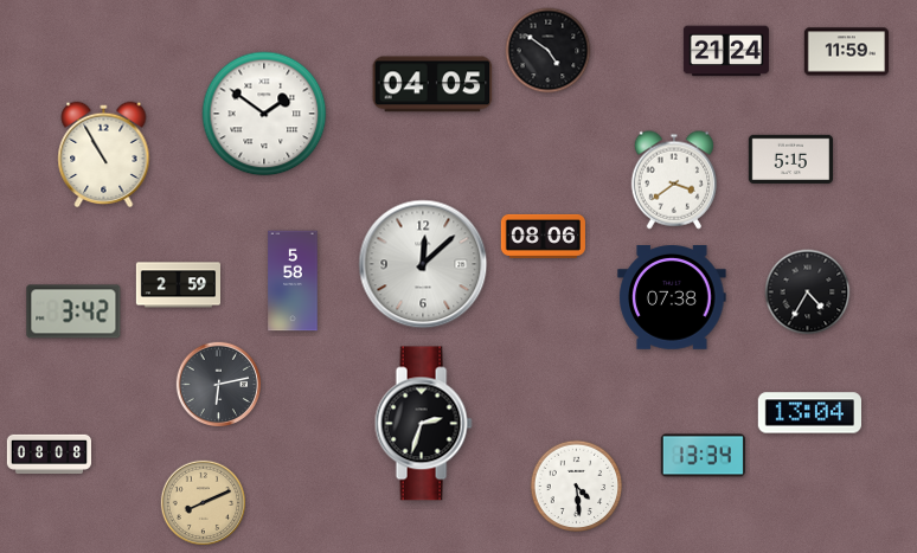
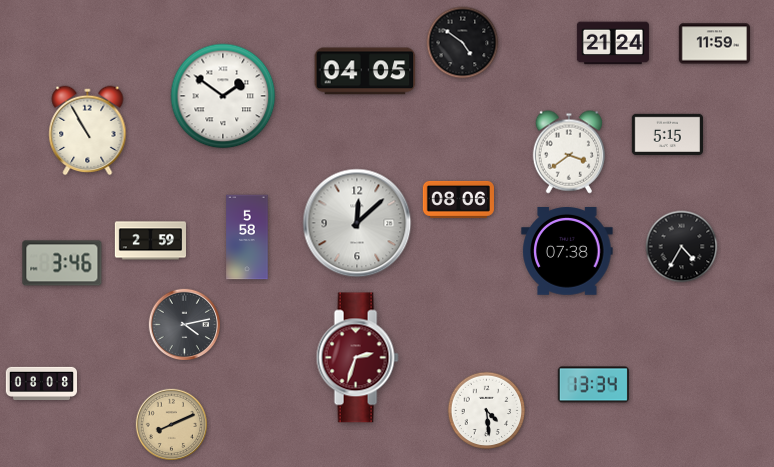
clock at (73, 311): 3:42 -> 3:46
clock at (218, 384): 6:13 -> 4:13
clock at (809, 413): 13:04 -> none
clock at (423, 424) dial: black -> burgundy
